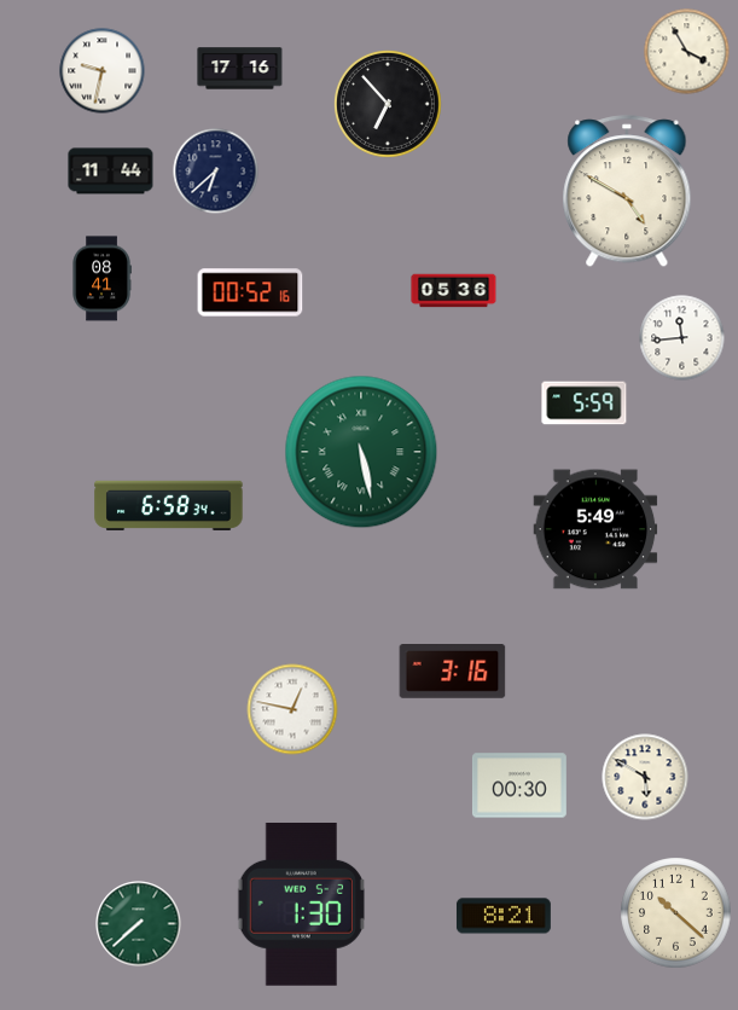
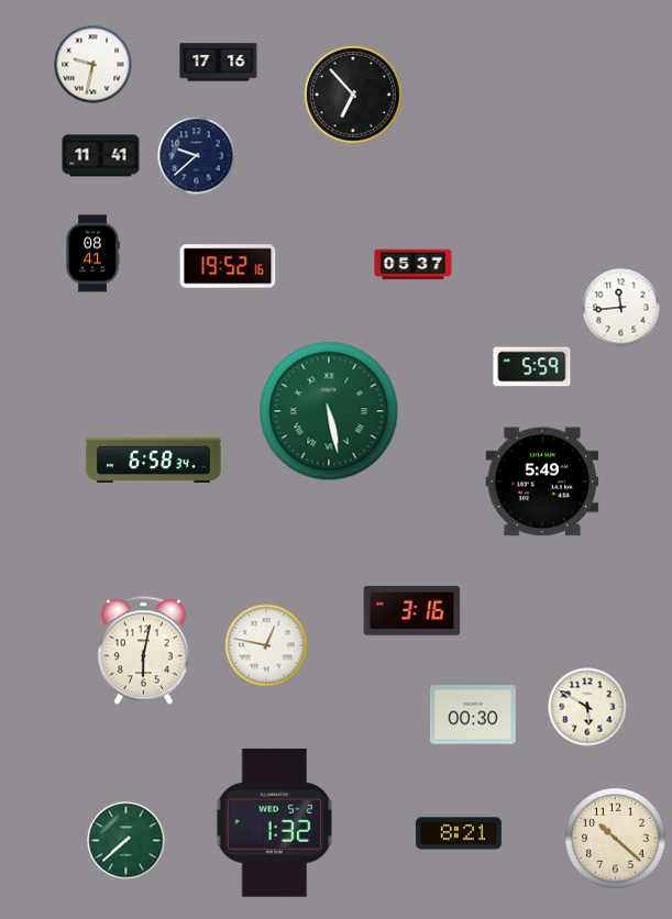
clock at (687, 52): 3:55 -> none
clock at (111, 172): 11:44 -> 11:41
clock at (216, 172): 6:38 -> 9:38
clock at (627, 192): 4:50 -> none
clock at (454, 291): 05:36 -> 05:37
clock at (250, 292): 00:52 -> 19:52
clock at (143, 651): none -> 6:02
clock at (301, 904): 1:30 -> 1:32
clock at (676, 913) position: (676, 913) -> (616, 839)
